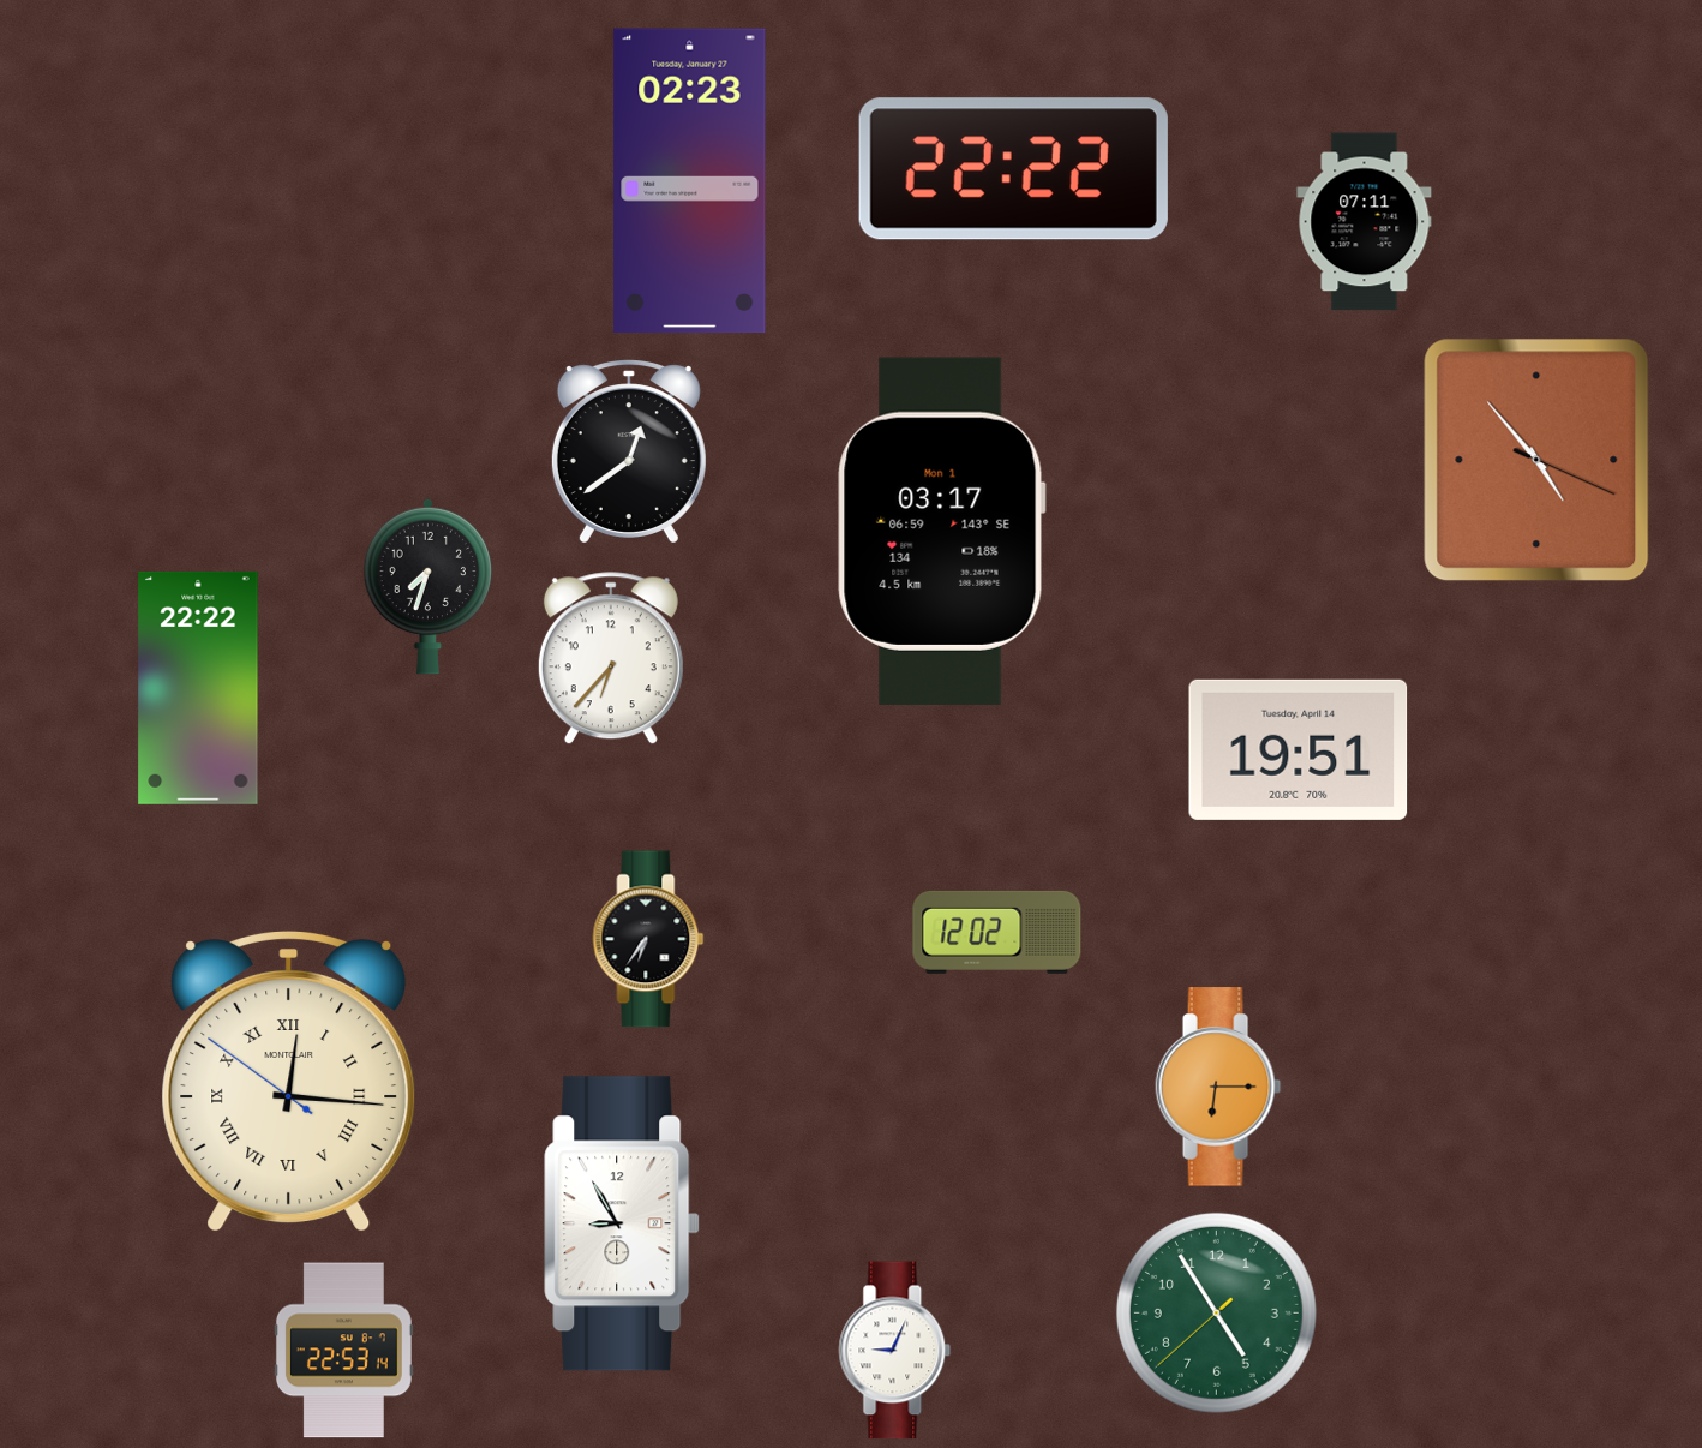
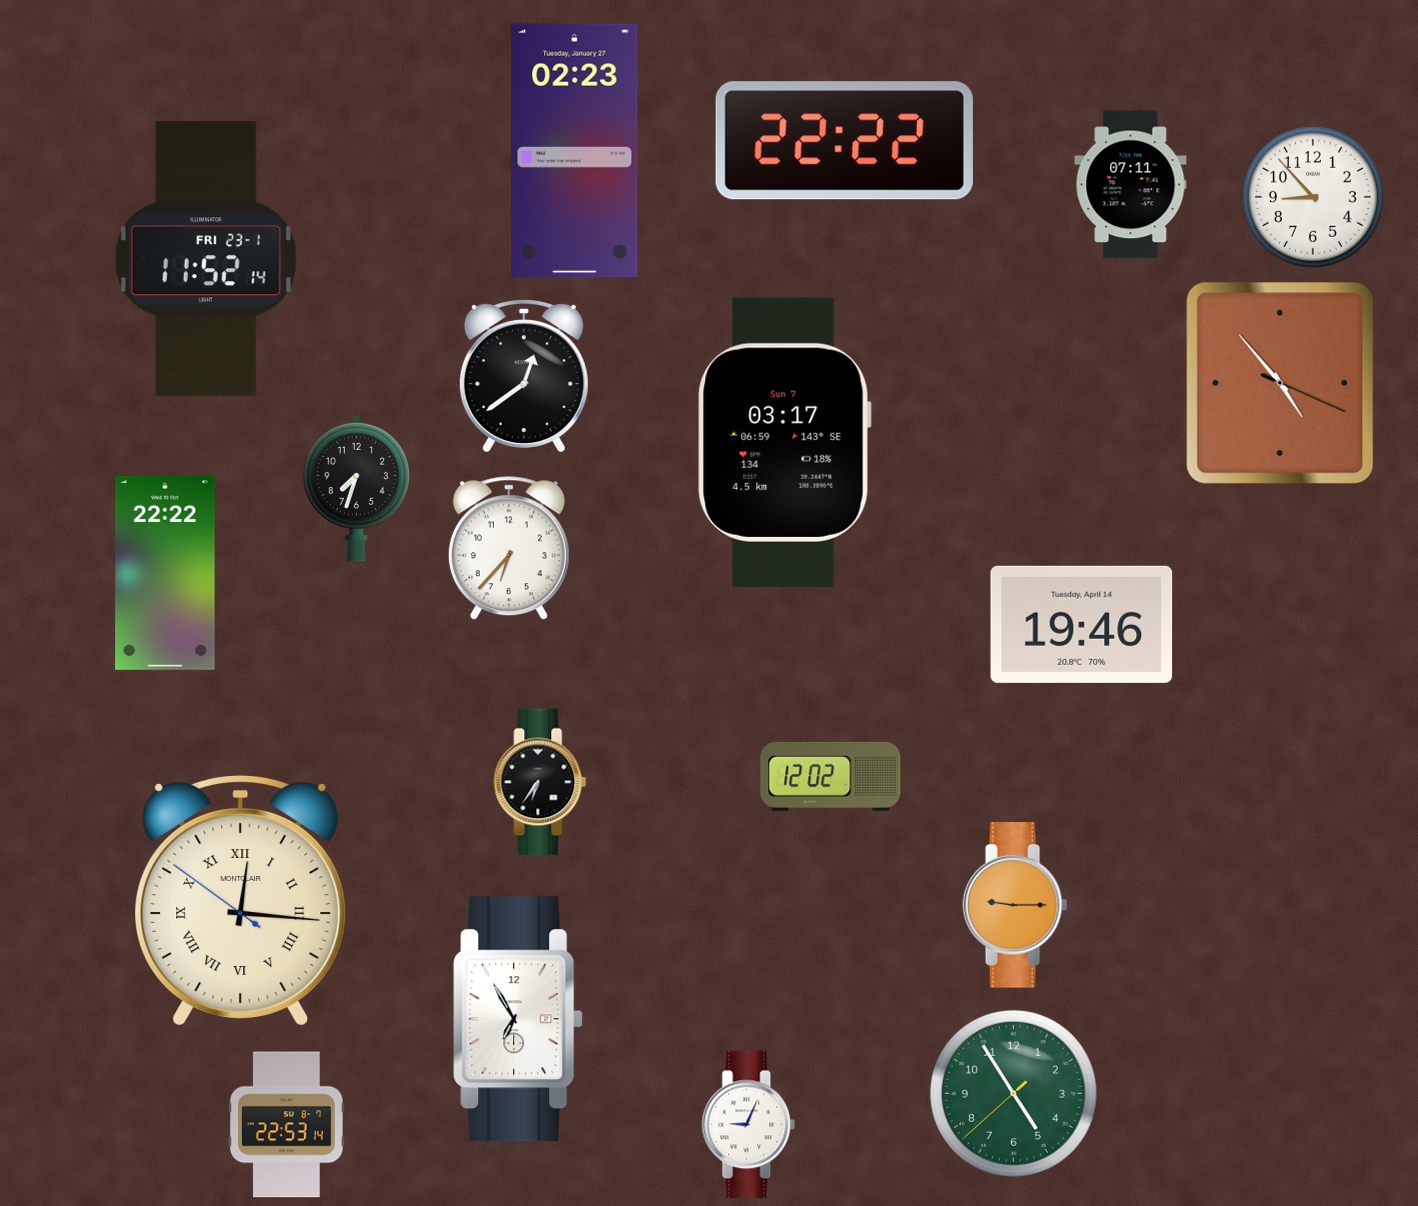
clock at (1365, 222) position: (1365, 222) -> (1131, 185)
clock at (1314, 198): none -> 8:53
clock at (206, 259): none -> 11:52
clock at (941, 531) date: Mon 1 -> Sun 7
clock at (1299, 749): 19:51 -> 19:46
clock at (1218, 1087): 6:15 -> 9:15
clock at (622, 1223): 8:55 -> 6:55
clock at (895, 1351) position: (895, 1351) -> (749, 1125)
